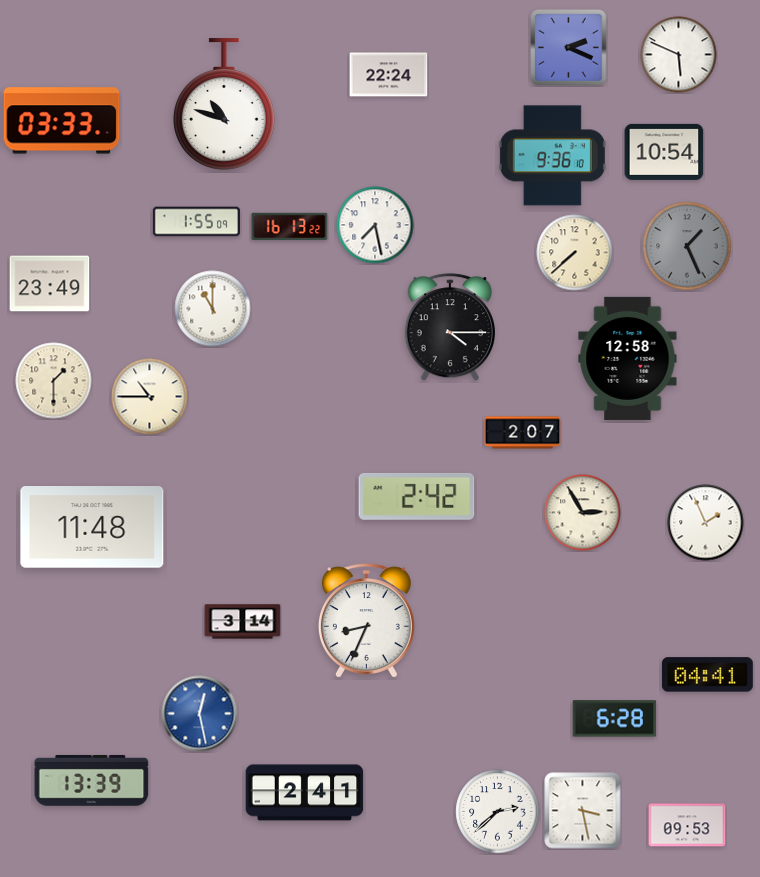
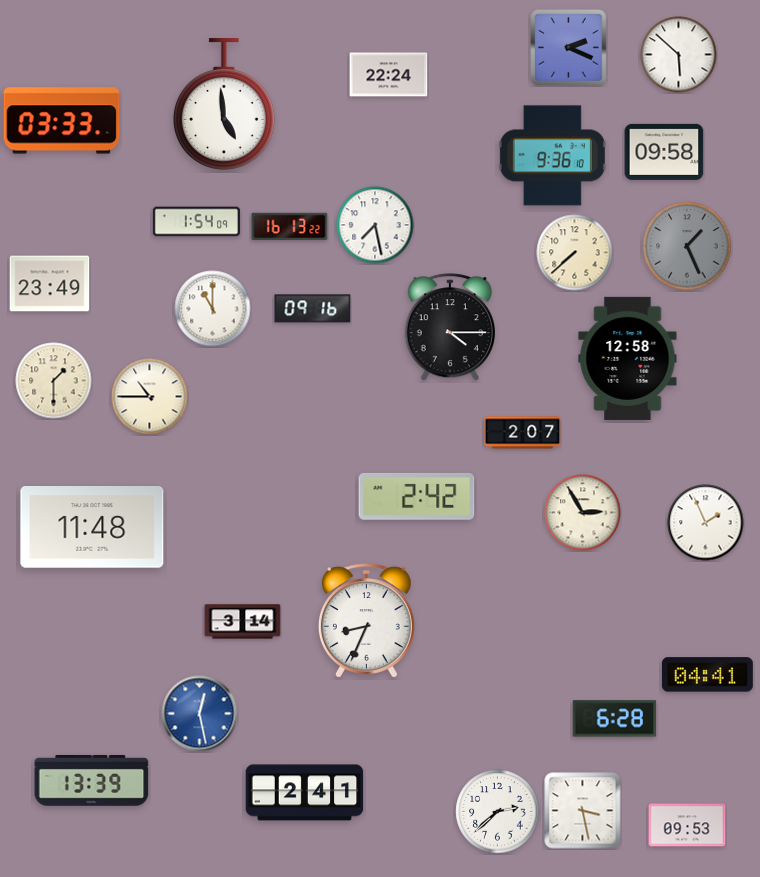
clock at (679, 55): 5:49 -> 5:52
clock at (224, 104): 10:48 -> 4:59
clock at (664, 152): 10:54 -> 09:58
clock at (196, 222): 1:55 -> 1:54
clock at (313, 309): none -> 09:16
